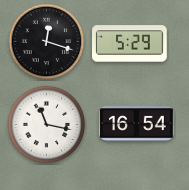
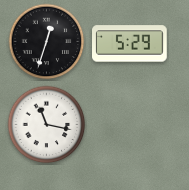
clock at (47, 42): 12:18 -> 12:33
clock at (137, 124): 16:54 -> none
